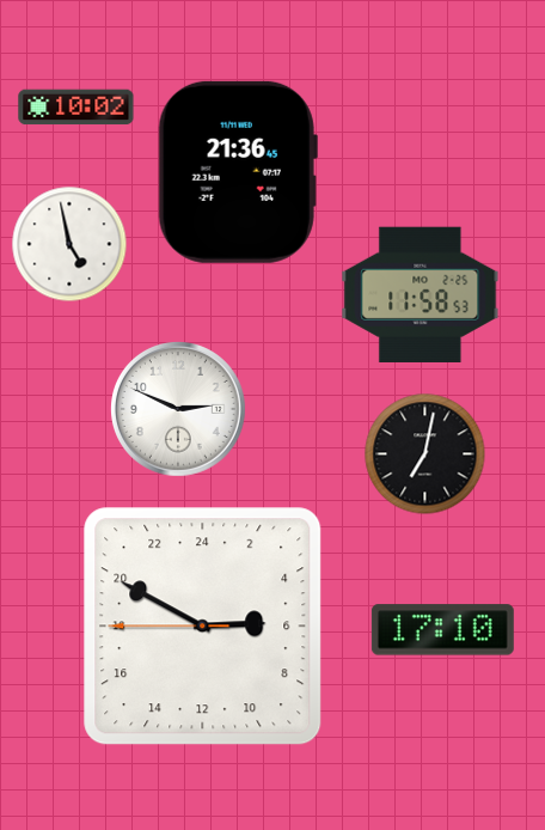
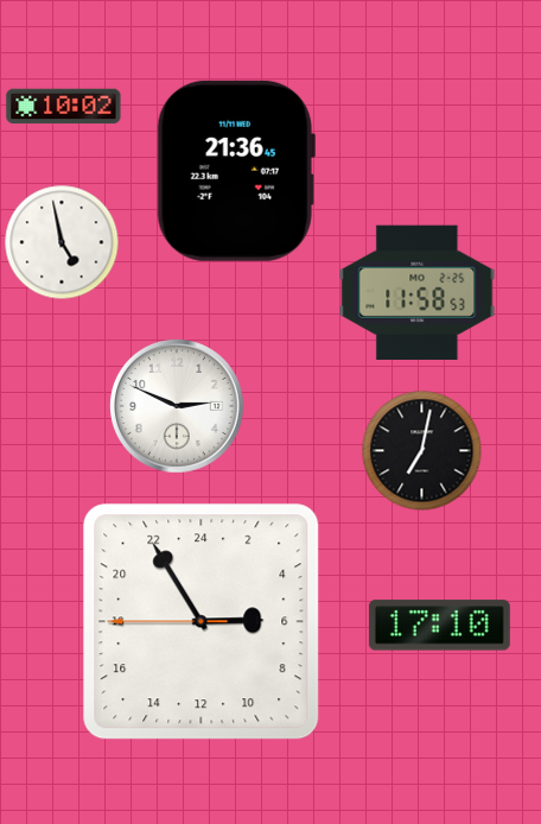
clock at (76, 108) position: (76, 108) -> (64, 107)
clock at (69, 244) position: (69, 244) -> (62, 242)
clock at (203, 627): 5:49 -> 5:54
